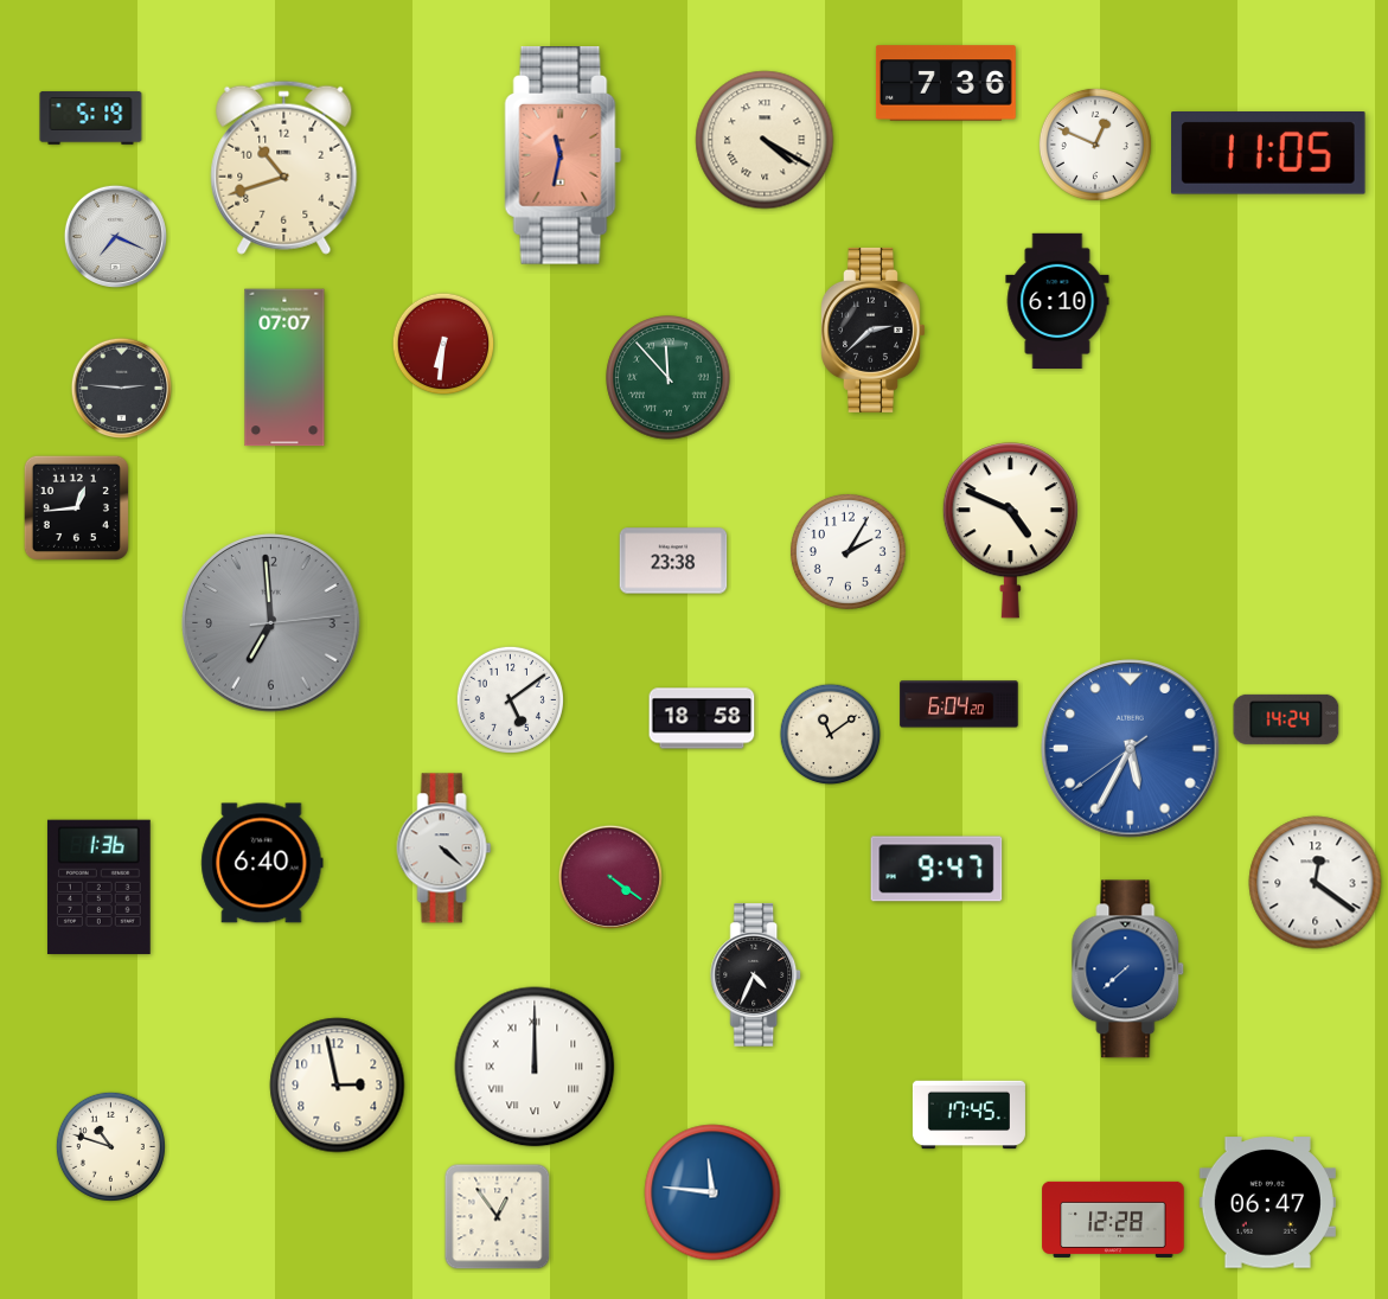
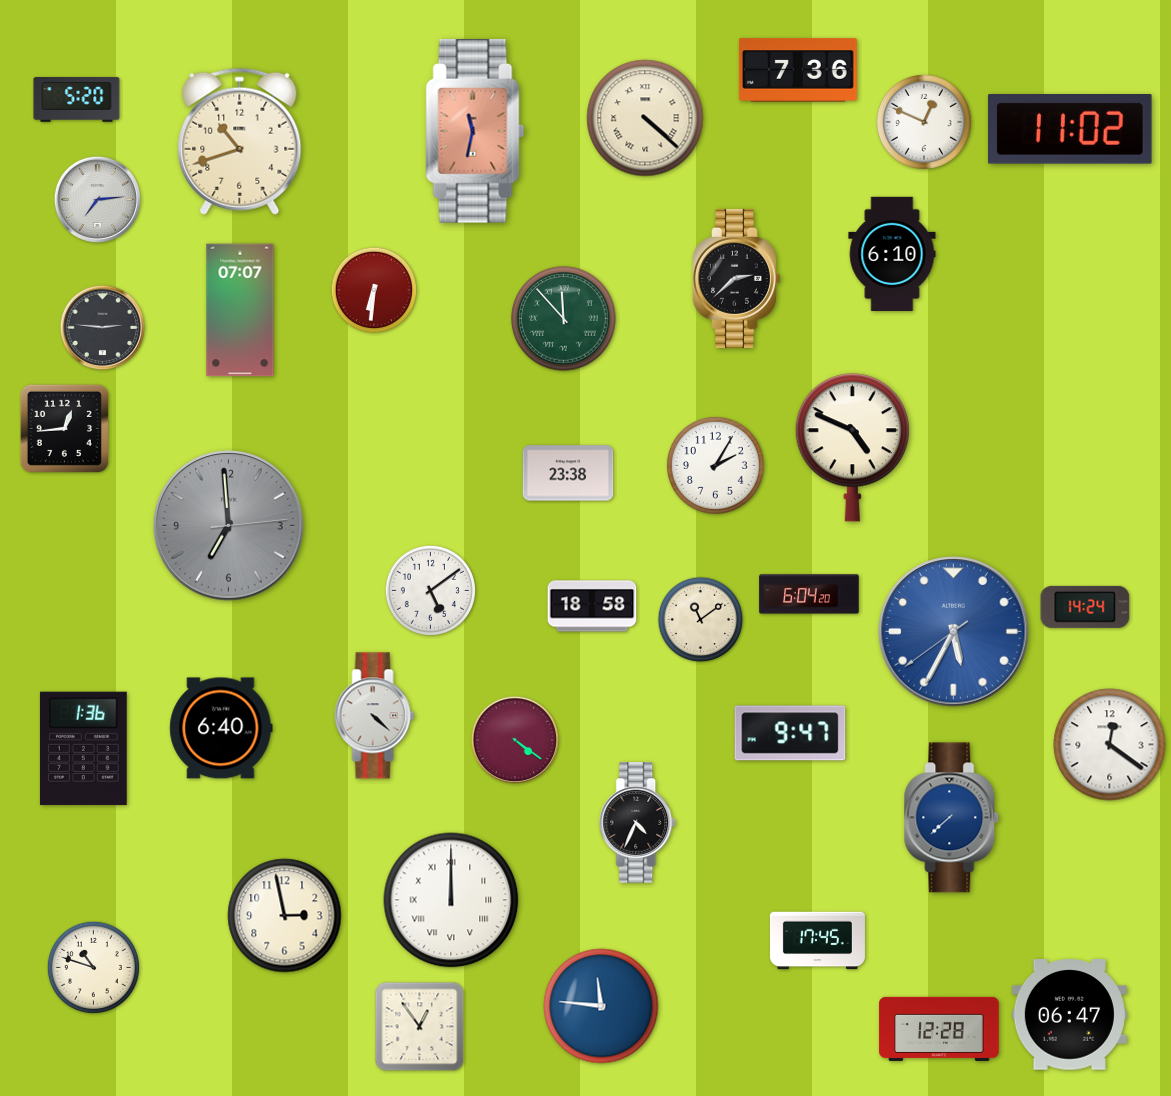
clock at (91, 119): 5:19 -> 5:20
clock at (765, 140): 4:20 -> 4:22
clock at (1268, 154): 11:05 -> 11:02
clock at (115, 236): 7:19 -> 7:14
